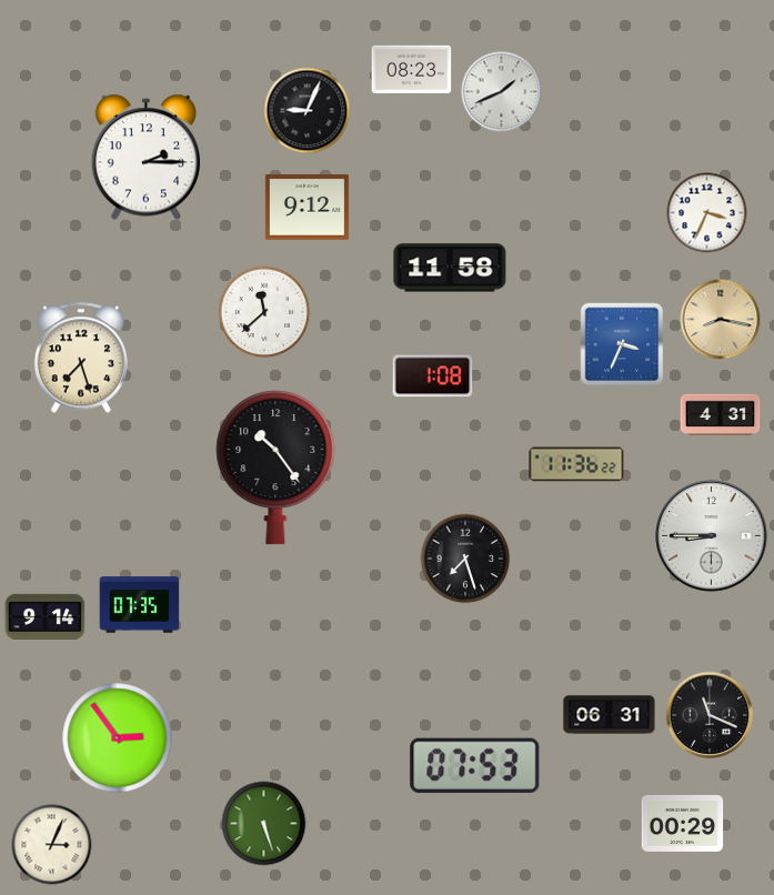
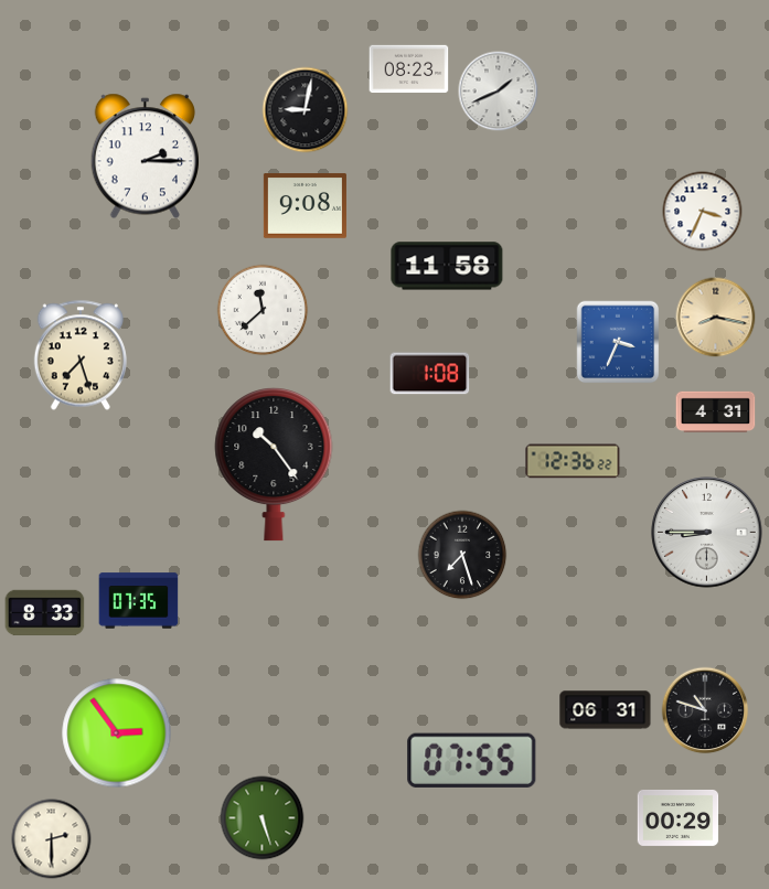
clock at (308, 111): 9:04 -> 9:02
clock at (306, 208): 9:12 -> 9:08
clock at (576, 464): 11:36 -> 12:36
clock at (46, 617): 9:14 -> 8:33
clock at (710, 715): 11:19 -> 10:48
clock at (475, 765): 07:53 -> 07:55
clock at (52, 845): 3:04 -> 2:30
